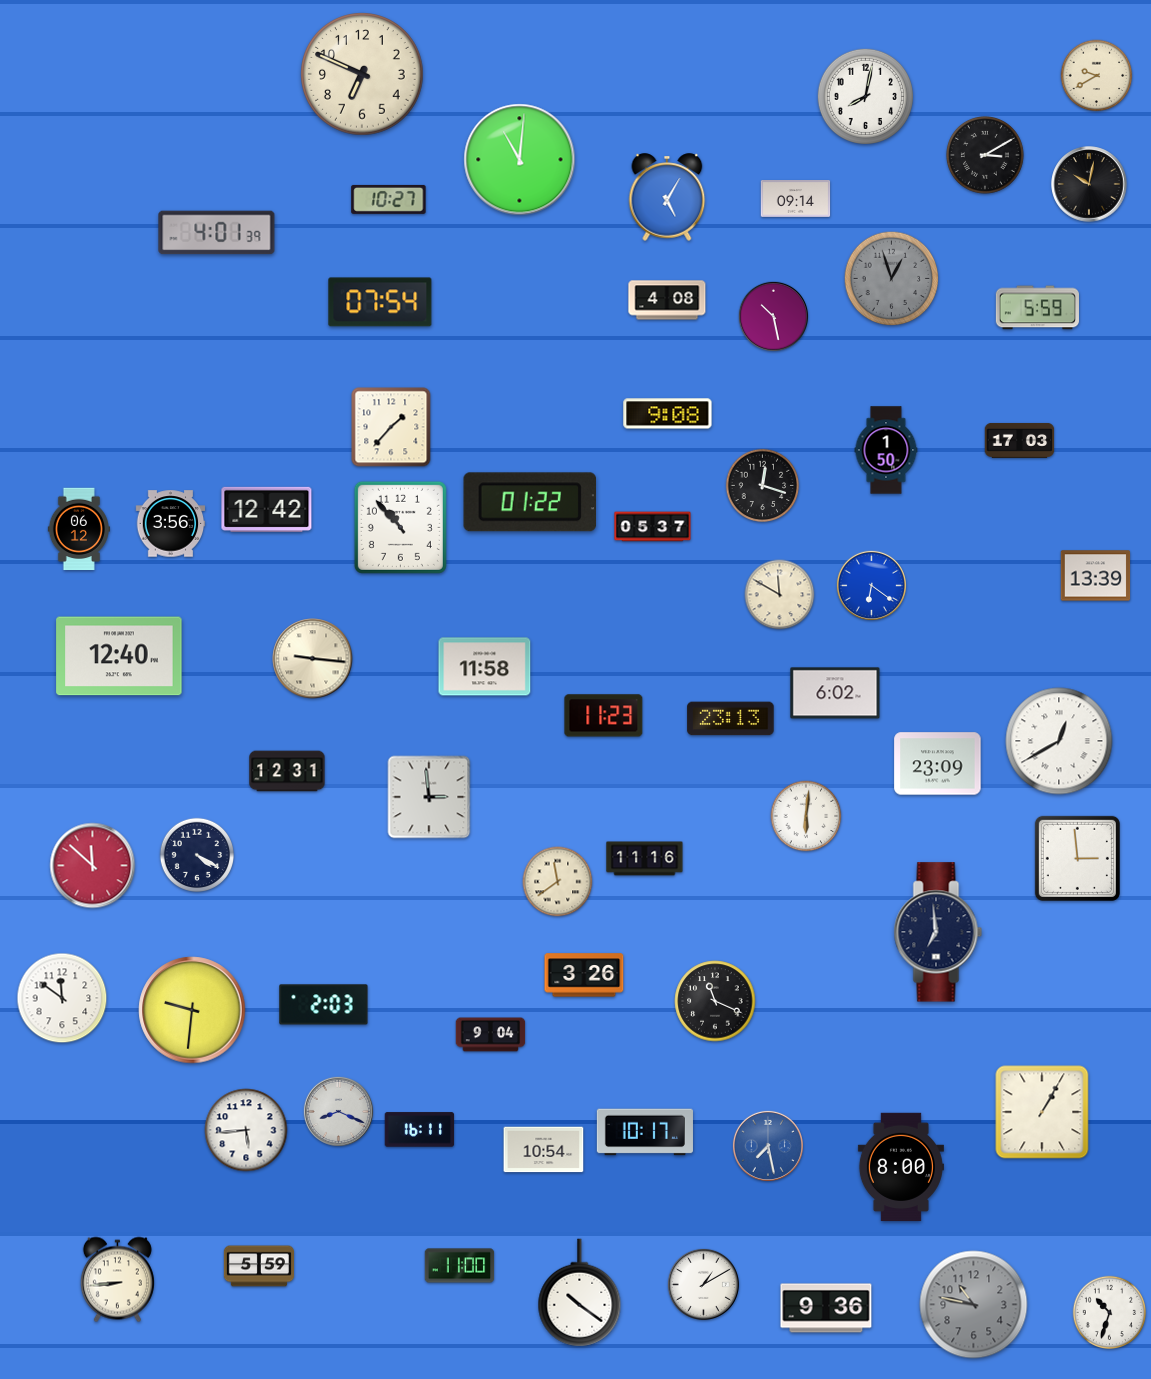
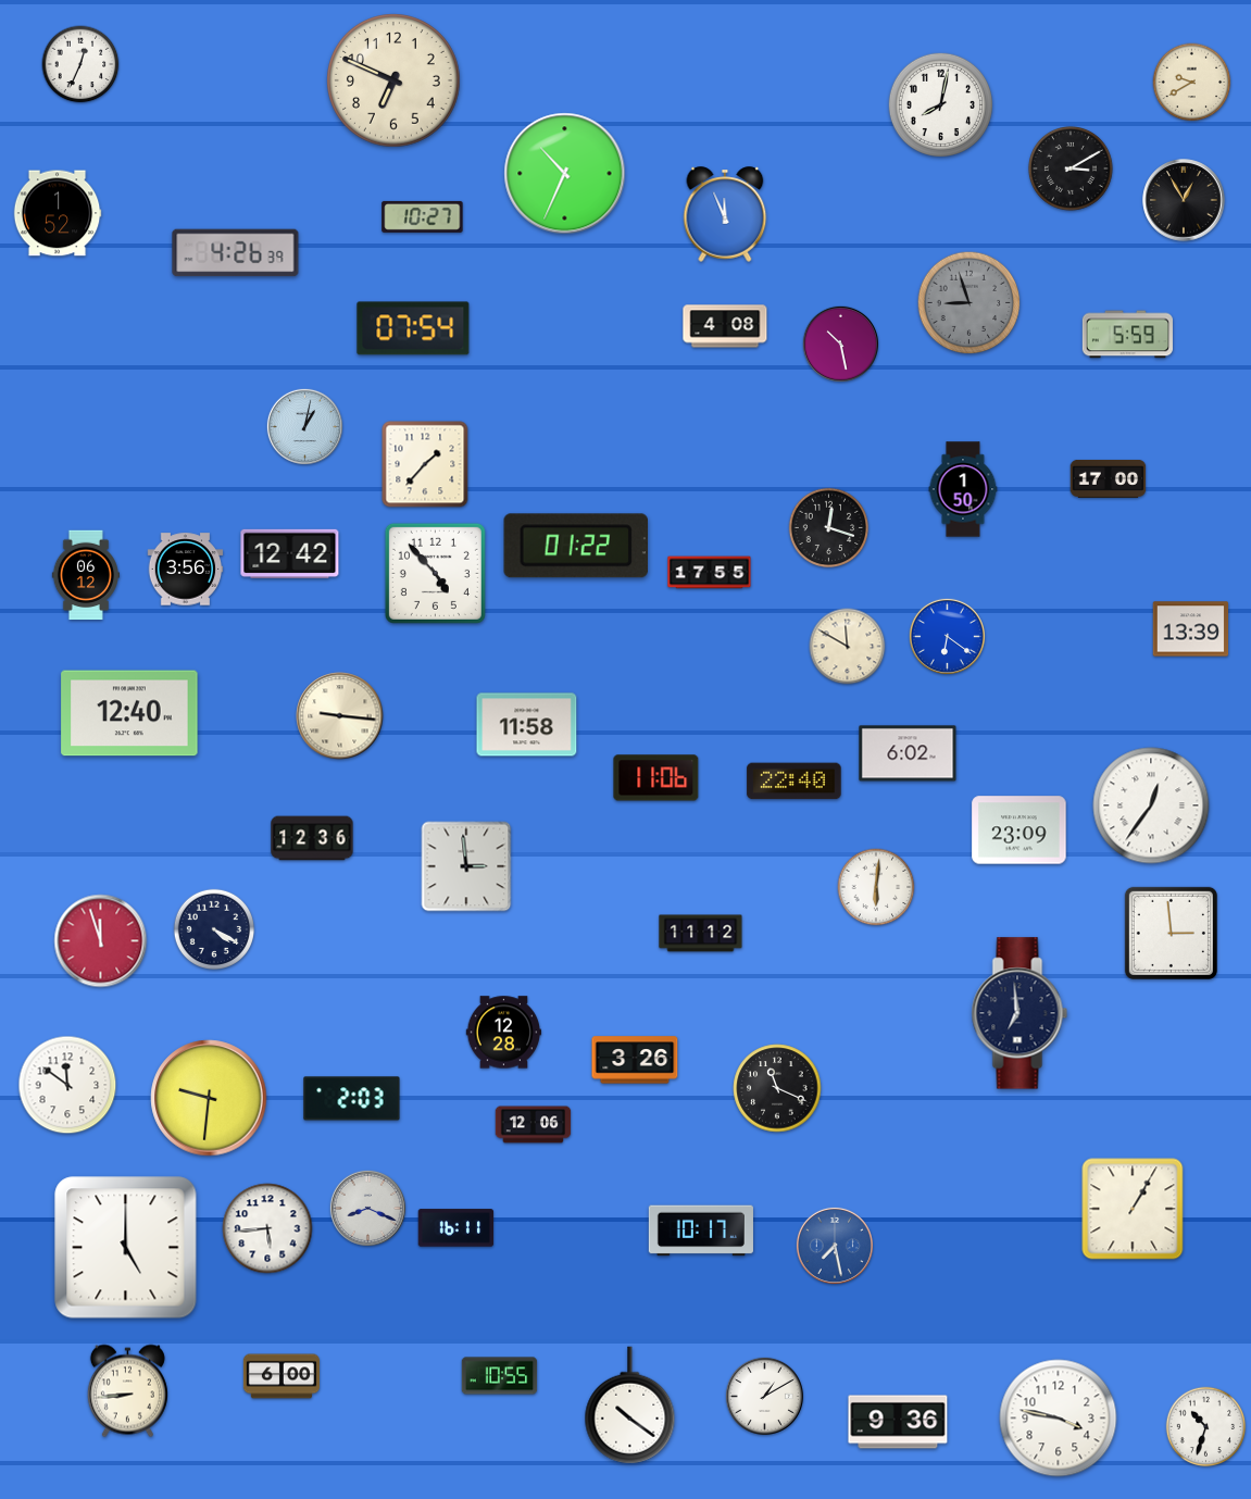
clock at (80, 64): none -> 12:34
clock at (520, 160): 11:01 -> 10:34
clock at (1089, 184): 10:02 -> 12:55
clock at (58, 213): none -> 1:52
clock at (667, 197): 5:05 -> 11:56
clock at (796, 199): 09:14 -> none
clock at (217, 233): 4:01 -> 4:26
clock at (892, 279): 12:57 -> 8:57
clock at (304, 426): none -> 1:02
clock at (668, 414): 9:08 -> none
clock at (1020, 440): 17:03 -> 17:00
clock at (400, 527): 10:53 -> 4:53
clock at (653, 527): 05:37 -> 17:55
clock at (1096, 576) position: (1096, 576) -> (1191, 629)
clock at (604, 716): 11:23 -> 11:06
clock at (731, 719): 23:13 -> 22:40
clock at (1059, 741): 12:40 -> 12:36
clock at (287, 771): 12:31 -> 12:36
clock at (645, 859): 11:16 -> 11:12
clock at (93, 866): 11:52 -> 11:57
clock at (558, 882): 11:39 -> none
clock at (504, 1033): none -> 12:28
clock at (324, 1005) position: (324, 1005) -> (352, 1099)
clock at (491, 1035): 9:04 -> 12:06
clock at (126, 1248): none -> 5:00
clock at (544, 1150): 10:54 -> none
clock at (901, 1167): 8:00 -> none
clock at (258, 1266): 5:59 -> 6:00
clock at (460, 1266): 11:00 -> 10:55
clock at (974, 1305): 10:47 -> 3:47
clock at (974, 1305) dial: grey -> white
